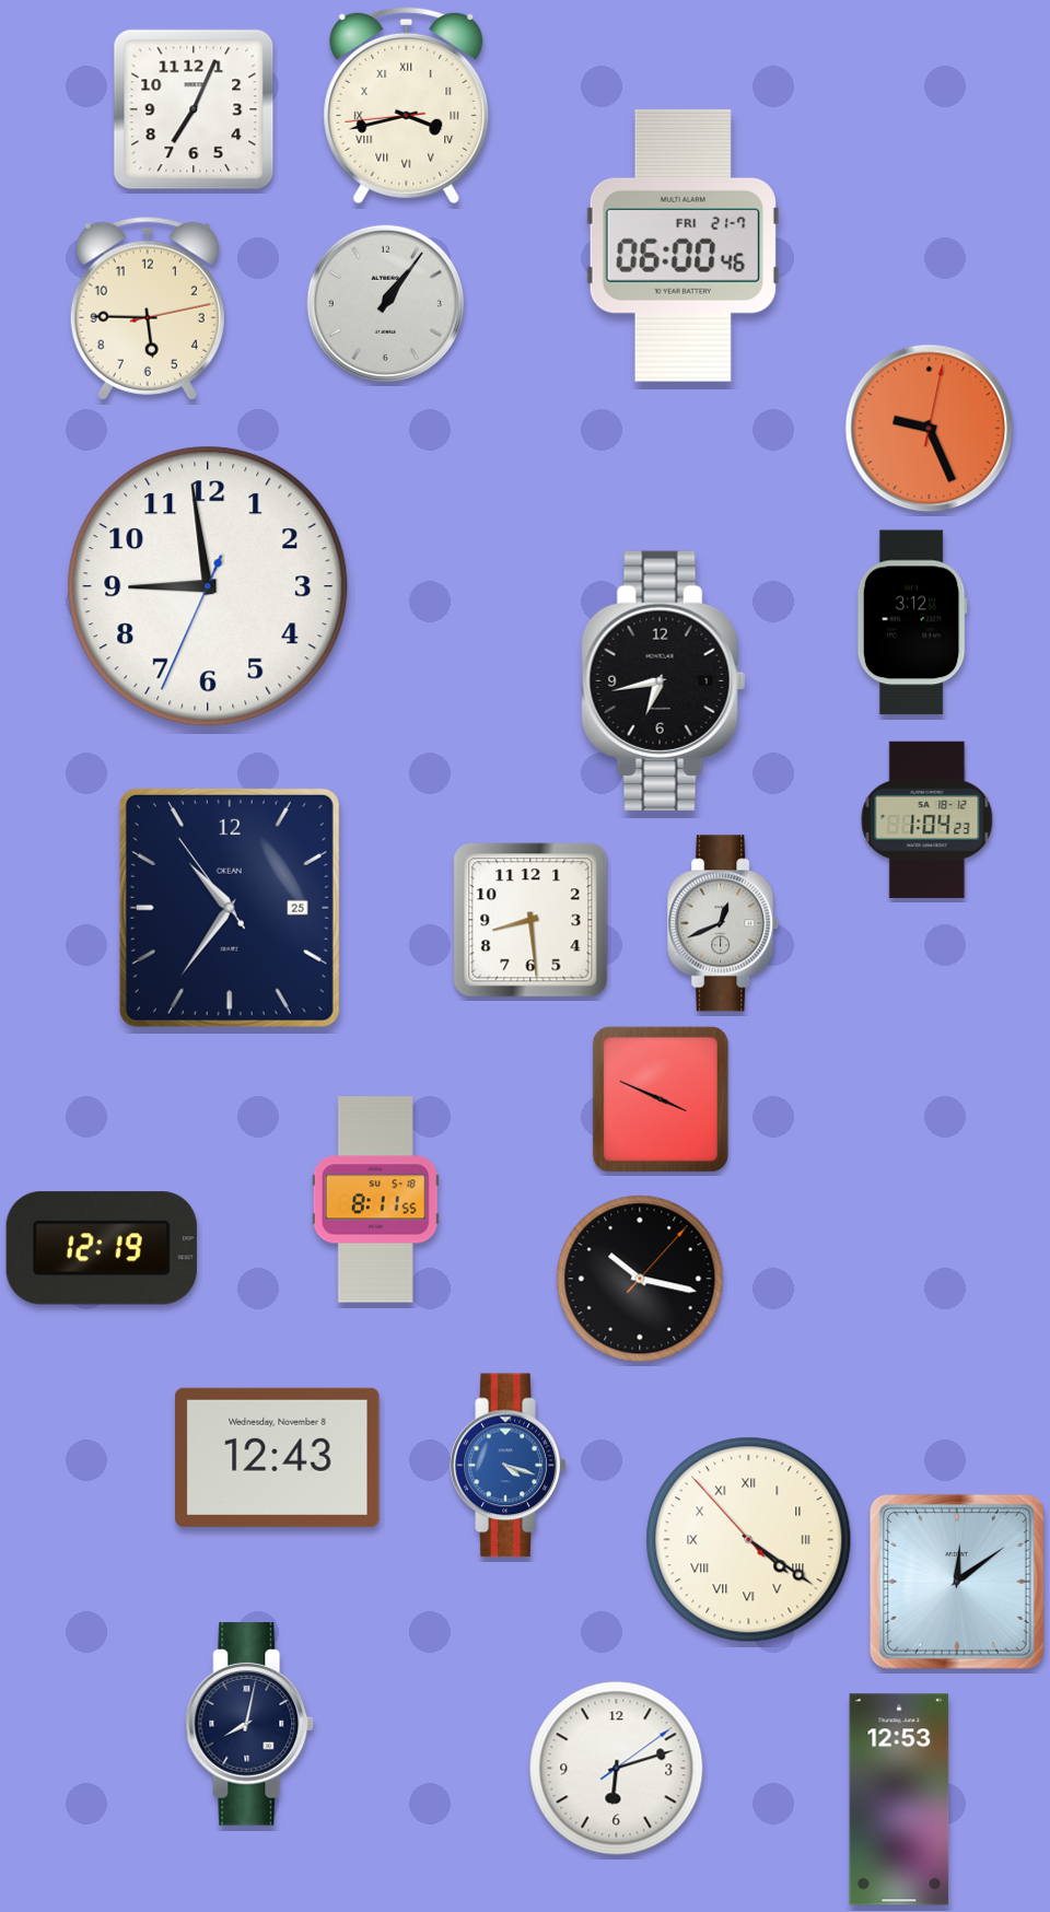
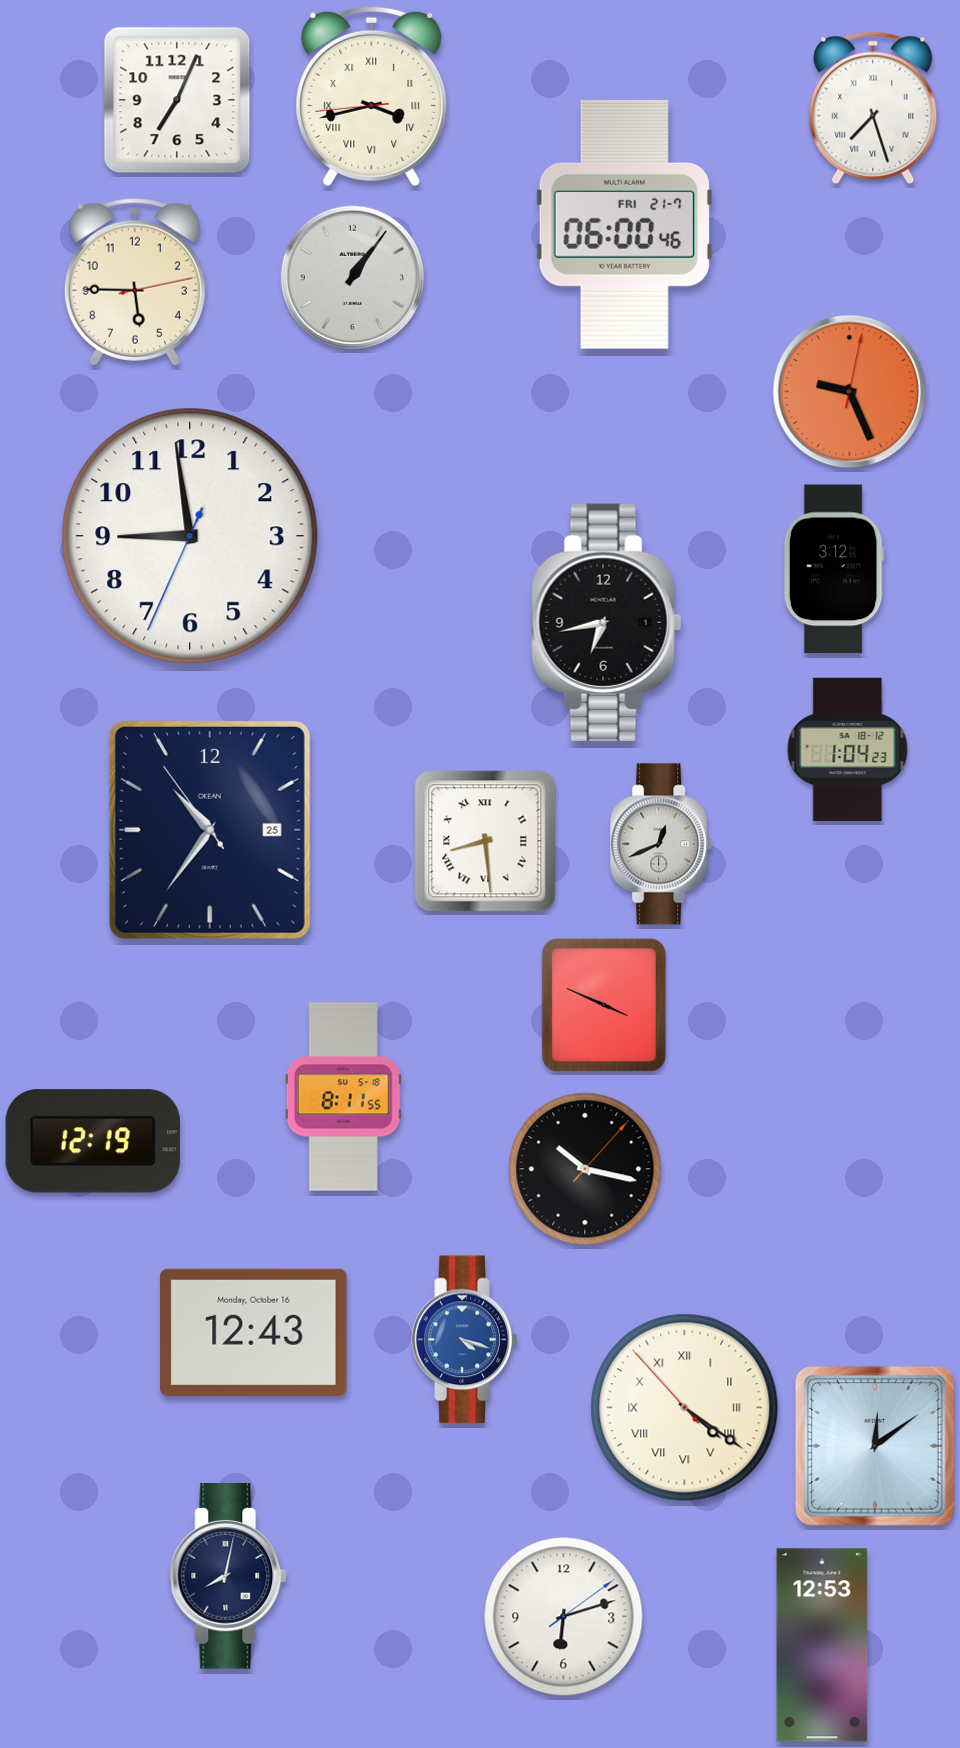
clock at (873, 108): none -> 7:27
clock at (530, 920) numerals: Arabic -> Roman
clock at (278, 1457) date: Wednesday, November 8 -> Monday, October 16
